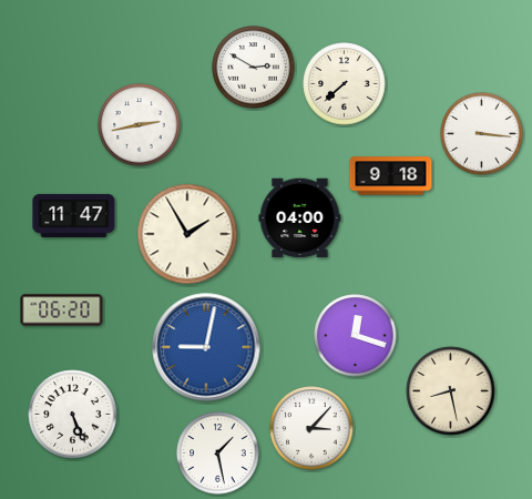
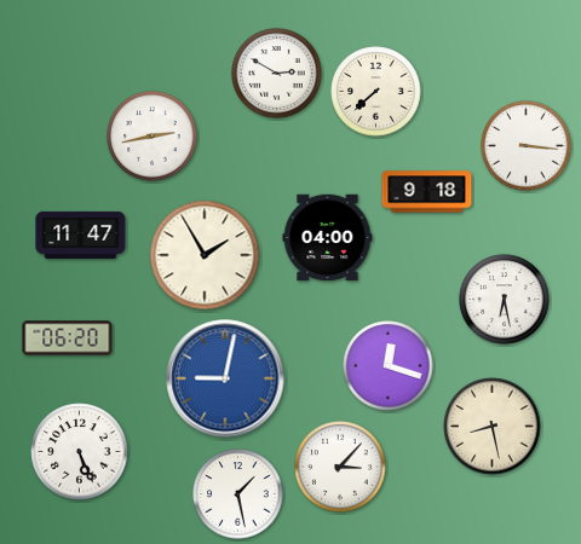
clock at (505, 300): none -> 6:28
